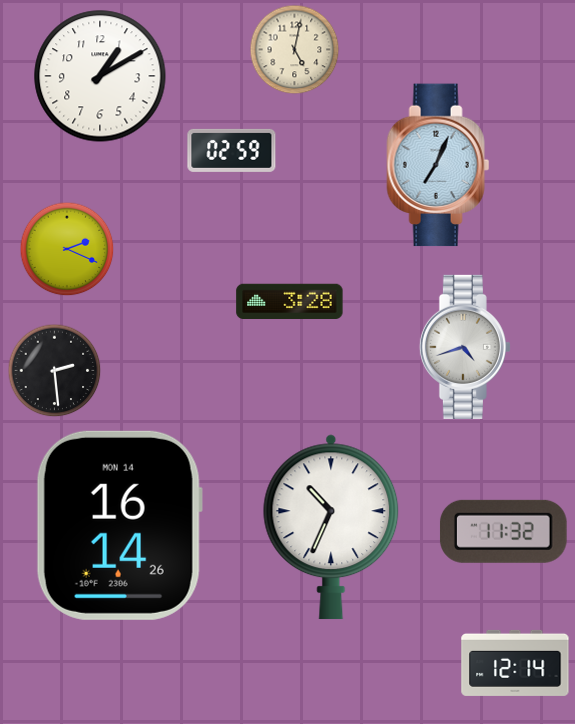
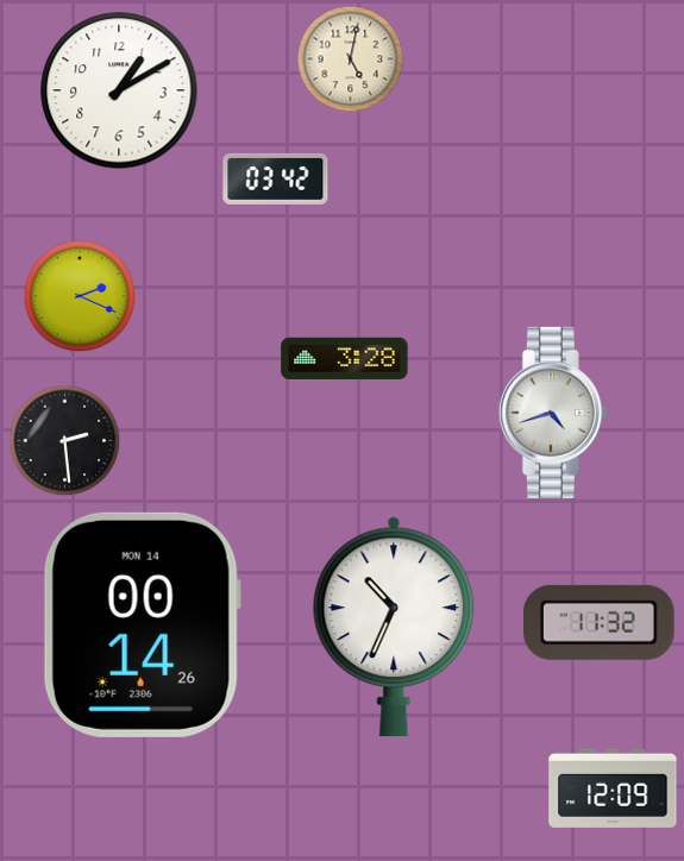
clock at (232, 150): 02:59 -> 03:42
clock at (438, 165): 7:04 -> none
clock at (119, 525): 16:14 -> 00:14
clock at (504, 531) position: (504, 531) -> (600, 622)
clock at (515, 663): 12:14 -> 12:09
